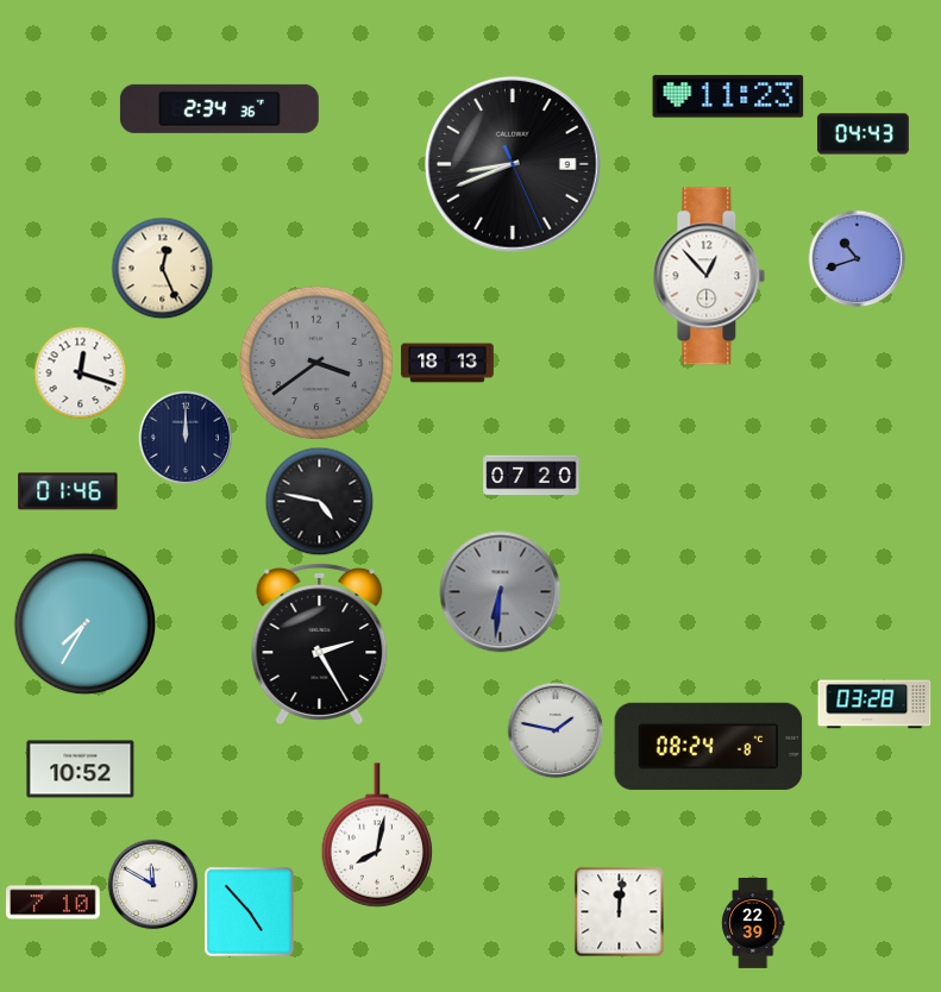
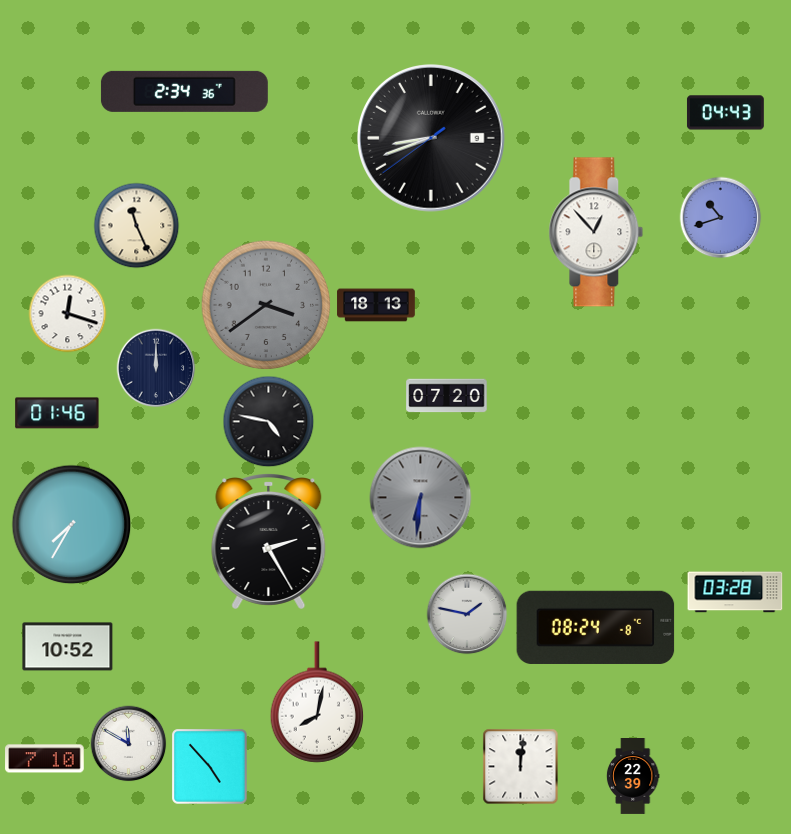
clock at (728, 96): 11:23 -> none
clock at (513, 164): 8:41:26 -> 8:41:39
clock at (163, 269): 12:26 -> 11:26
clock at (532, 476) position: (532, 476) -> (447, 396)
